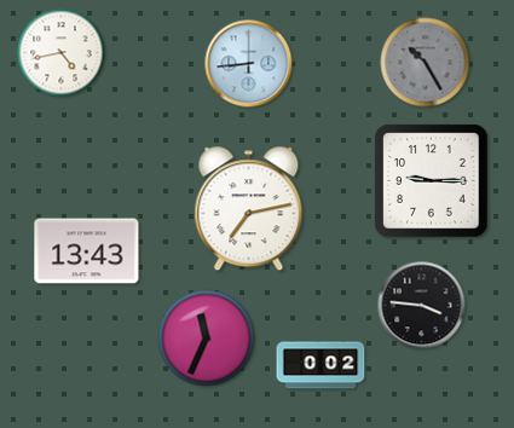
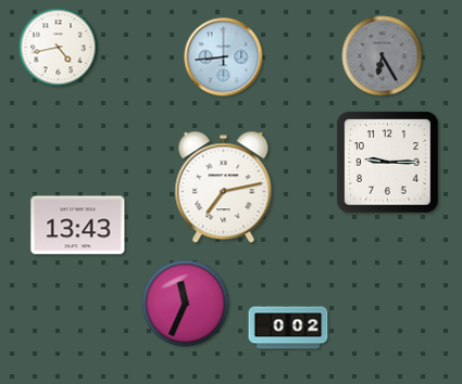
clock at (62, 53) position: (62, 53) -> (59, 48)
clock at (426, 63): 10:25 -> 6:25
clock at (422, 306): 3:46 -> none
